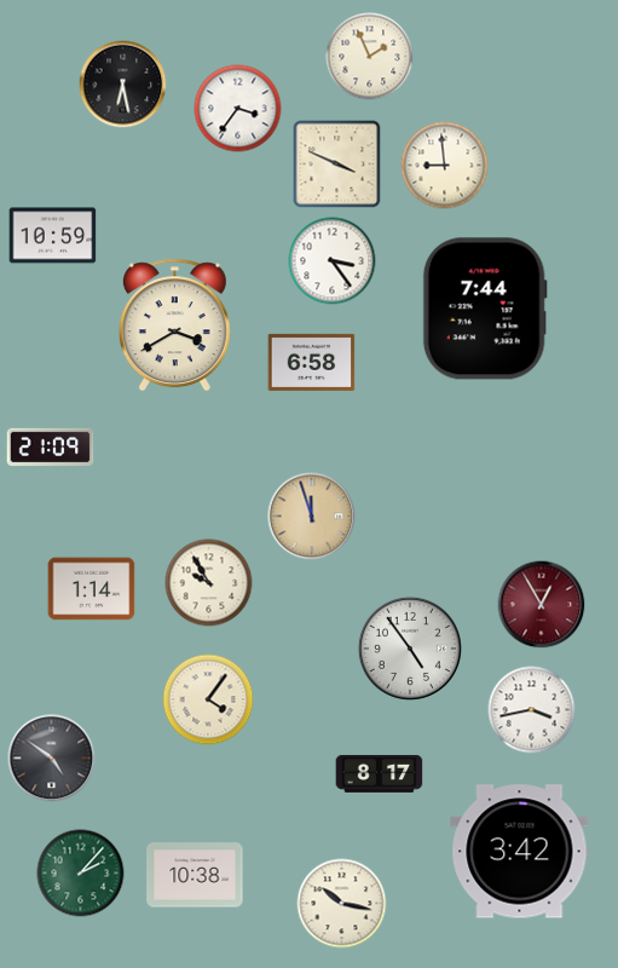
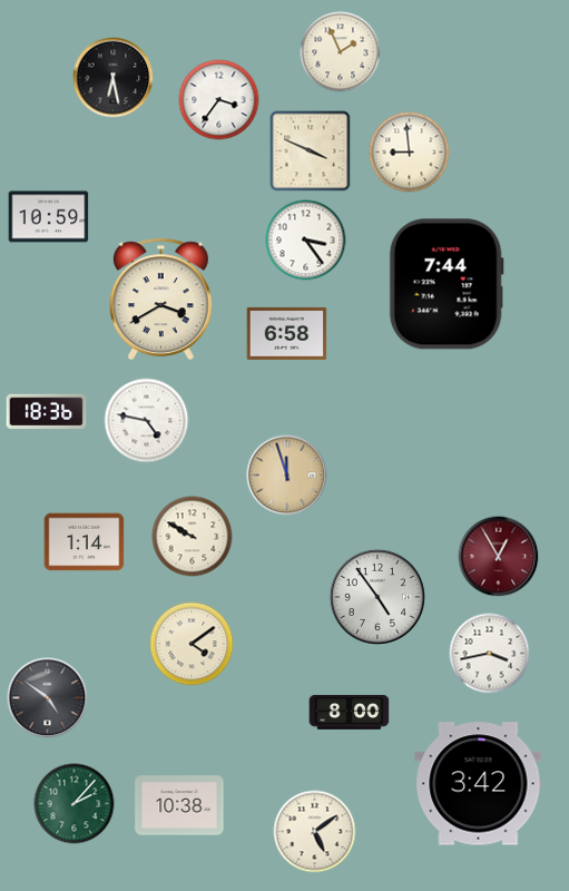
clock at (51, 448): 21:09 -> 18:36
clock at (147, 421): none -> 4:47
clock at (209, 583): 9:55 -> 9:50
clock at (208, 699): 4:06 -> 4:09
clock at (380, 773): 8:17 -> 8:00
clock at (342, 904): 10:17 -> 5:09
